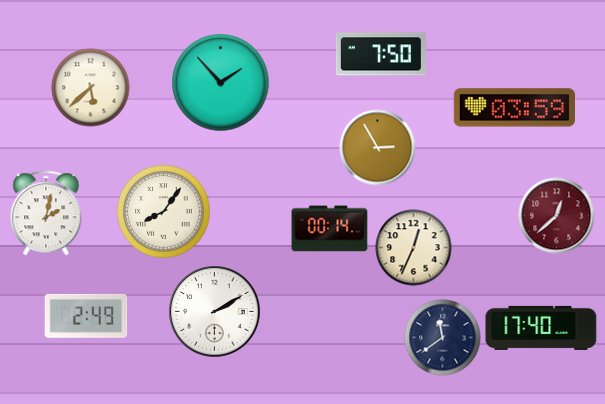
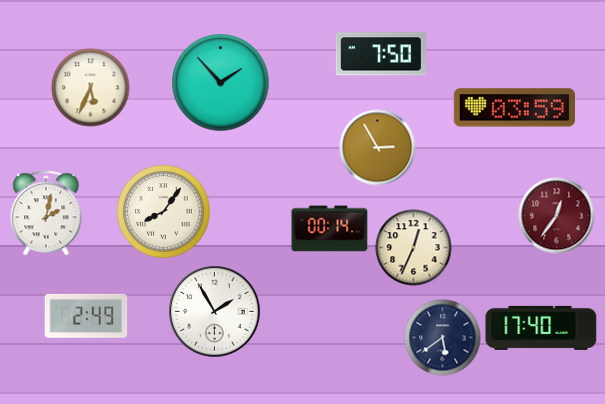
clock at (91, 88): 5:38 -> 5:34
clock at (557, 216): 12:38 -> 12:36
clock at (215, 312): 2:10 -> 1:55
clock at (443, 338): 11:39 -> 5:39
